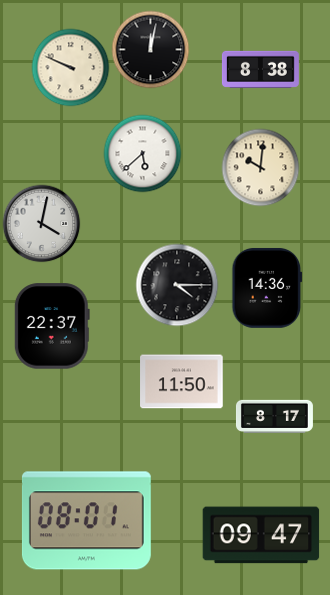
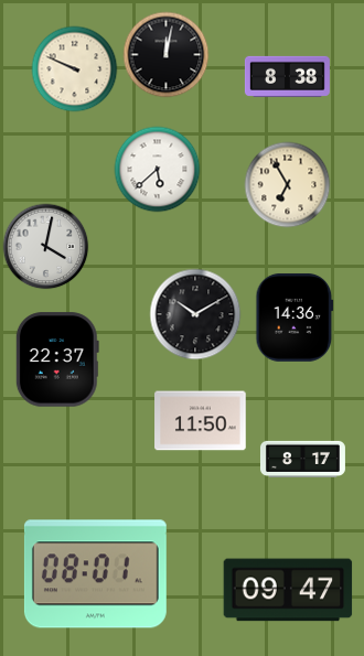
clock at (70, 67) position: (70, 67) -> (74, 68)
clock at (260, 167): 10:01 -> 6:55
clock at (177, 285): 4:15 -> 10:10
